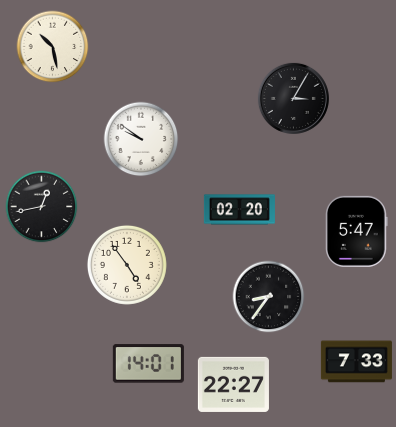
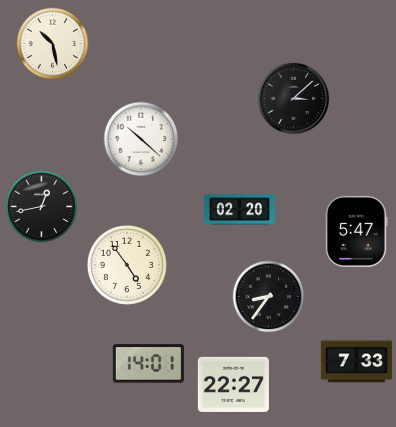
clock at (53, 47) position: (53, 47) -> (53, 44)
clock at (293, 98): 3:05 -> 3:08
clock at (141, 139): 9:51 -> 10:22
